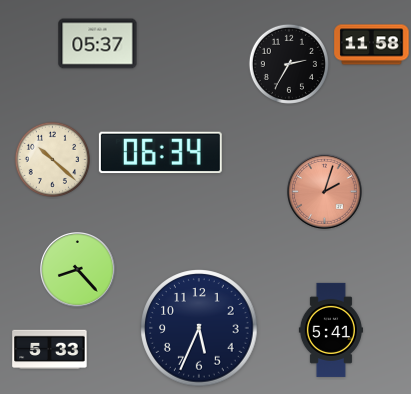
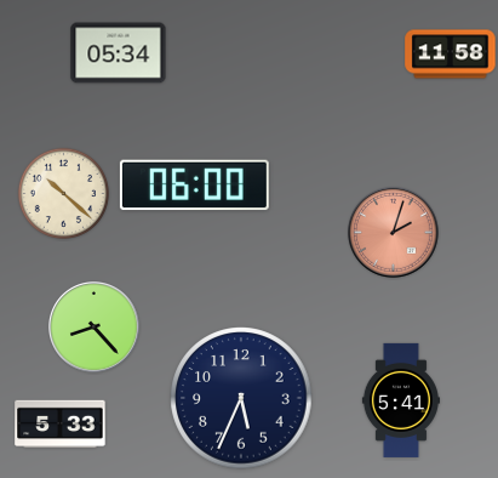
clock at (98, 44): 05:37 -> 05:34
clock at (289, 64): 2:35 -> none
clock at (160, 153): 06:34 -> 06:00
